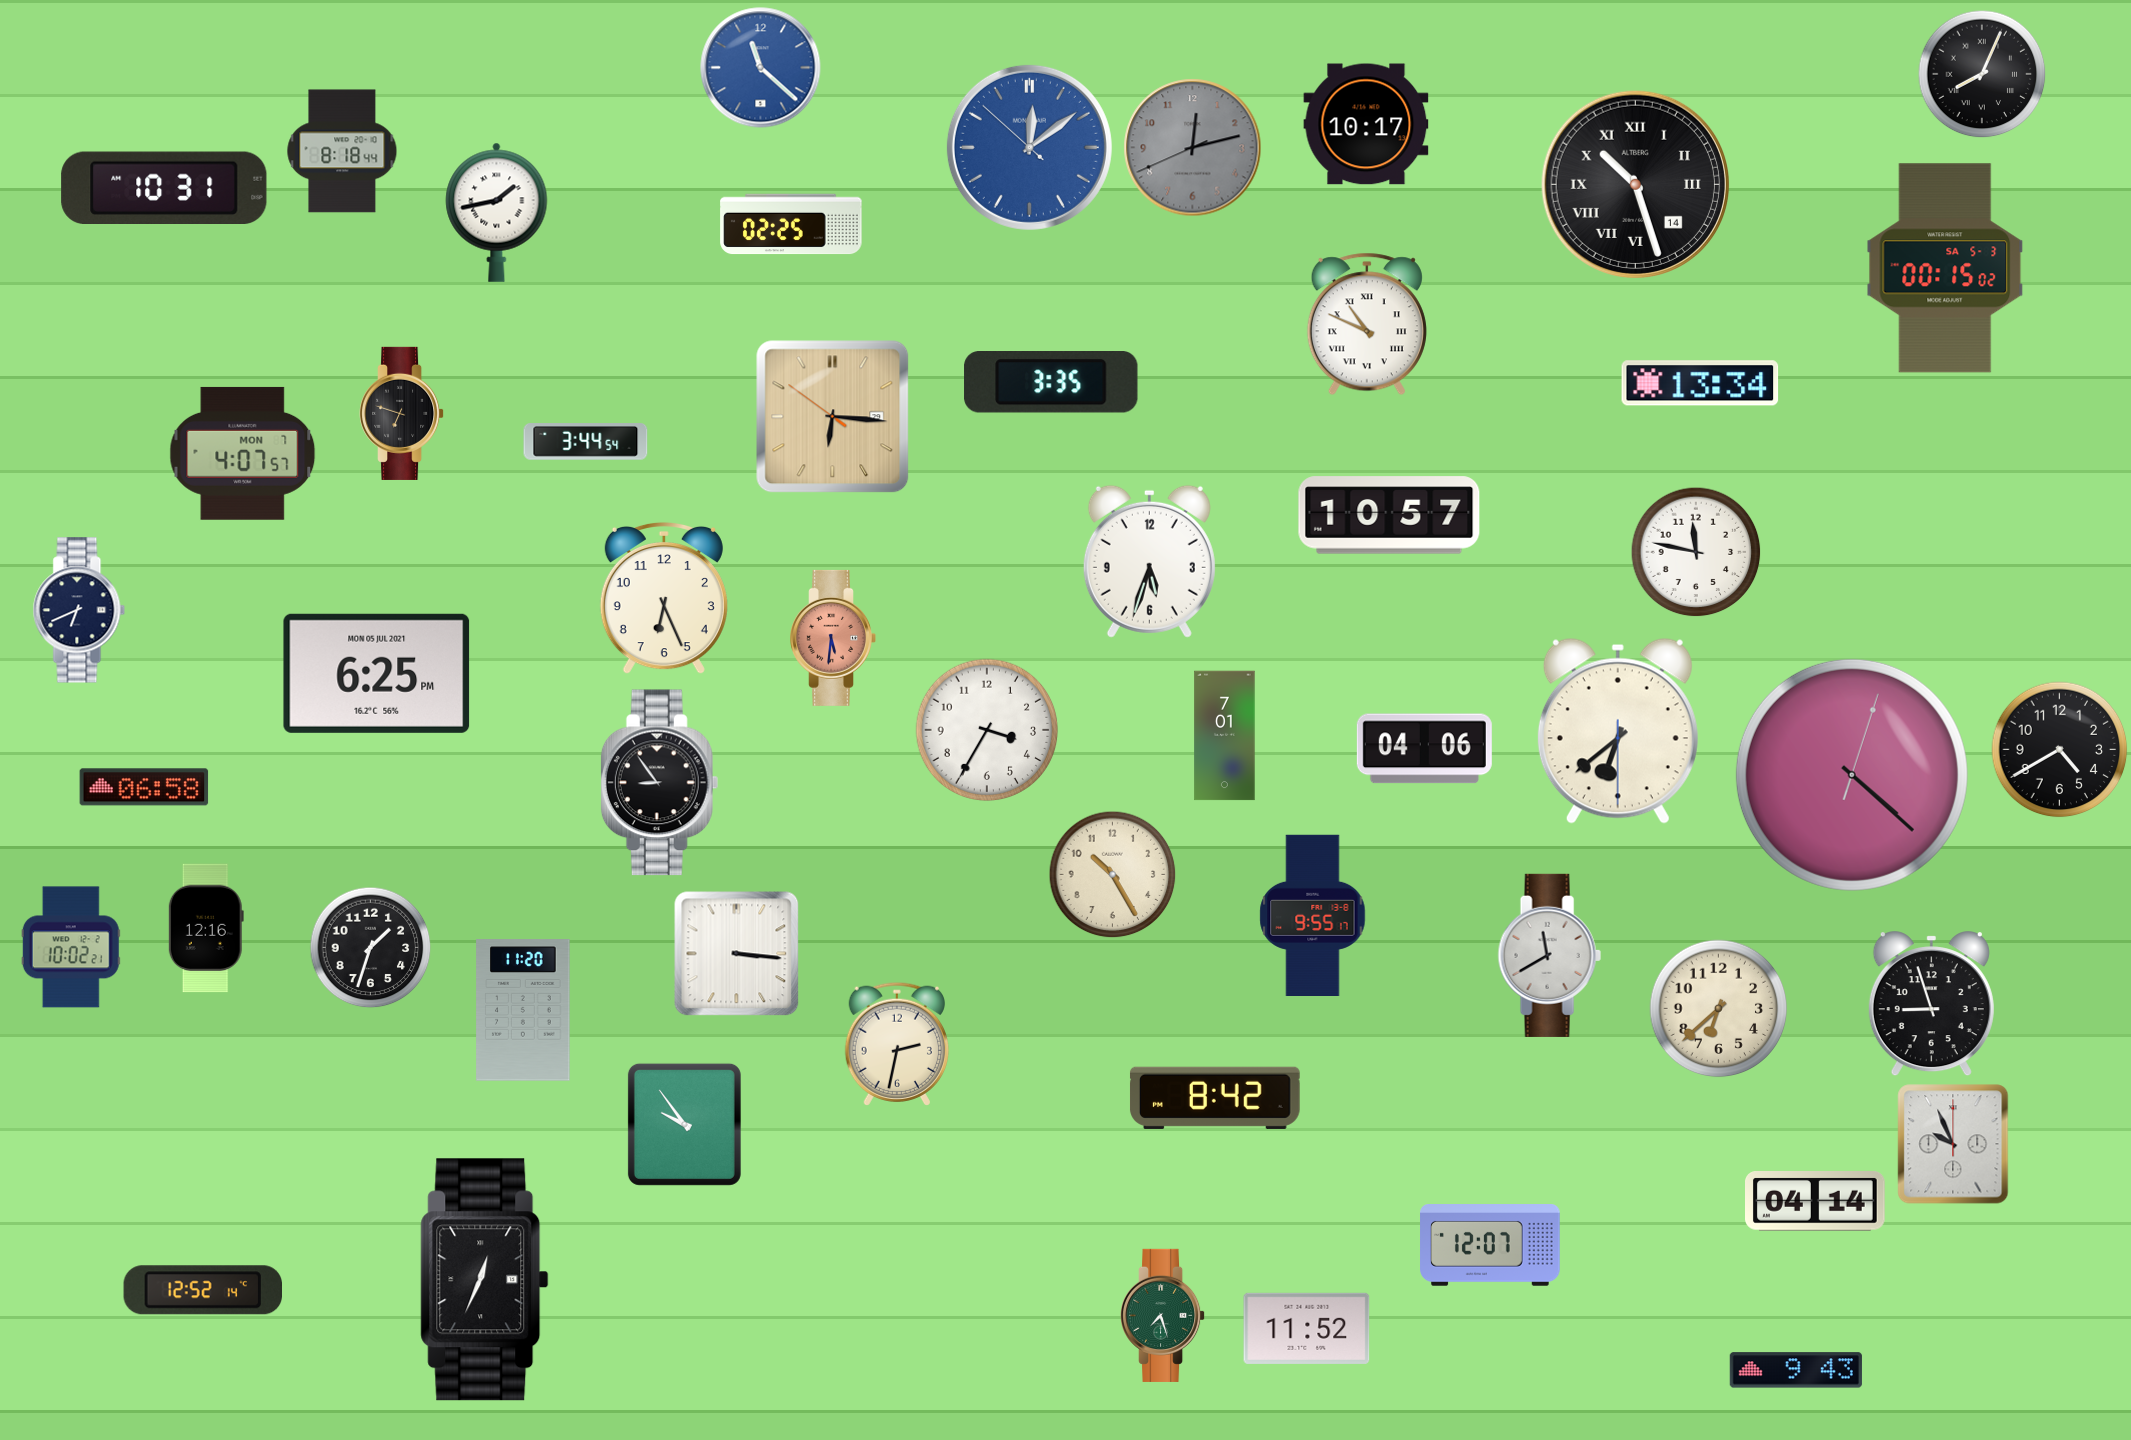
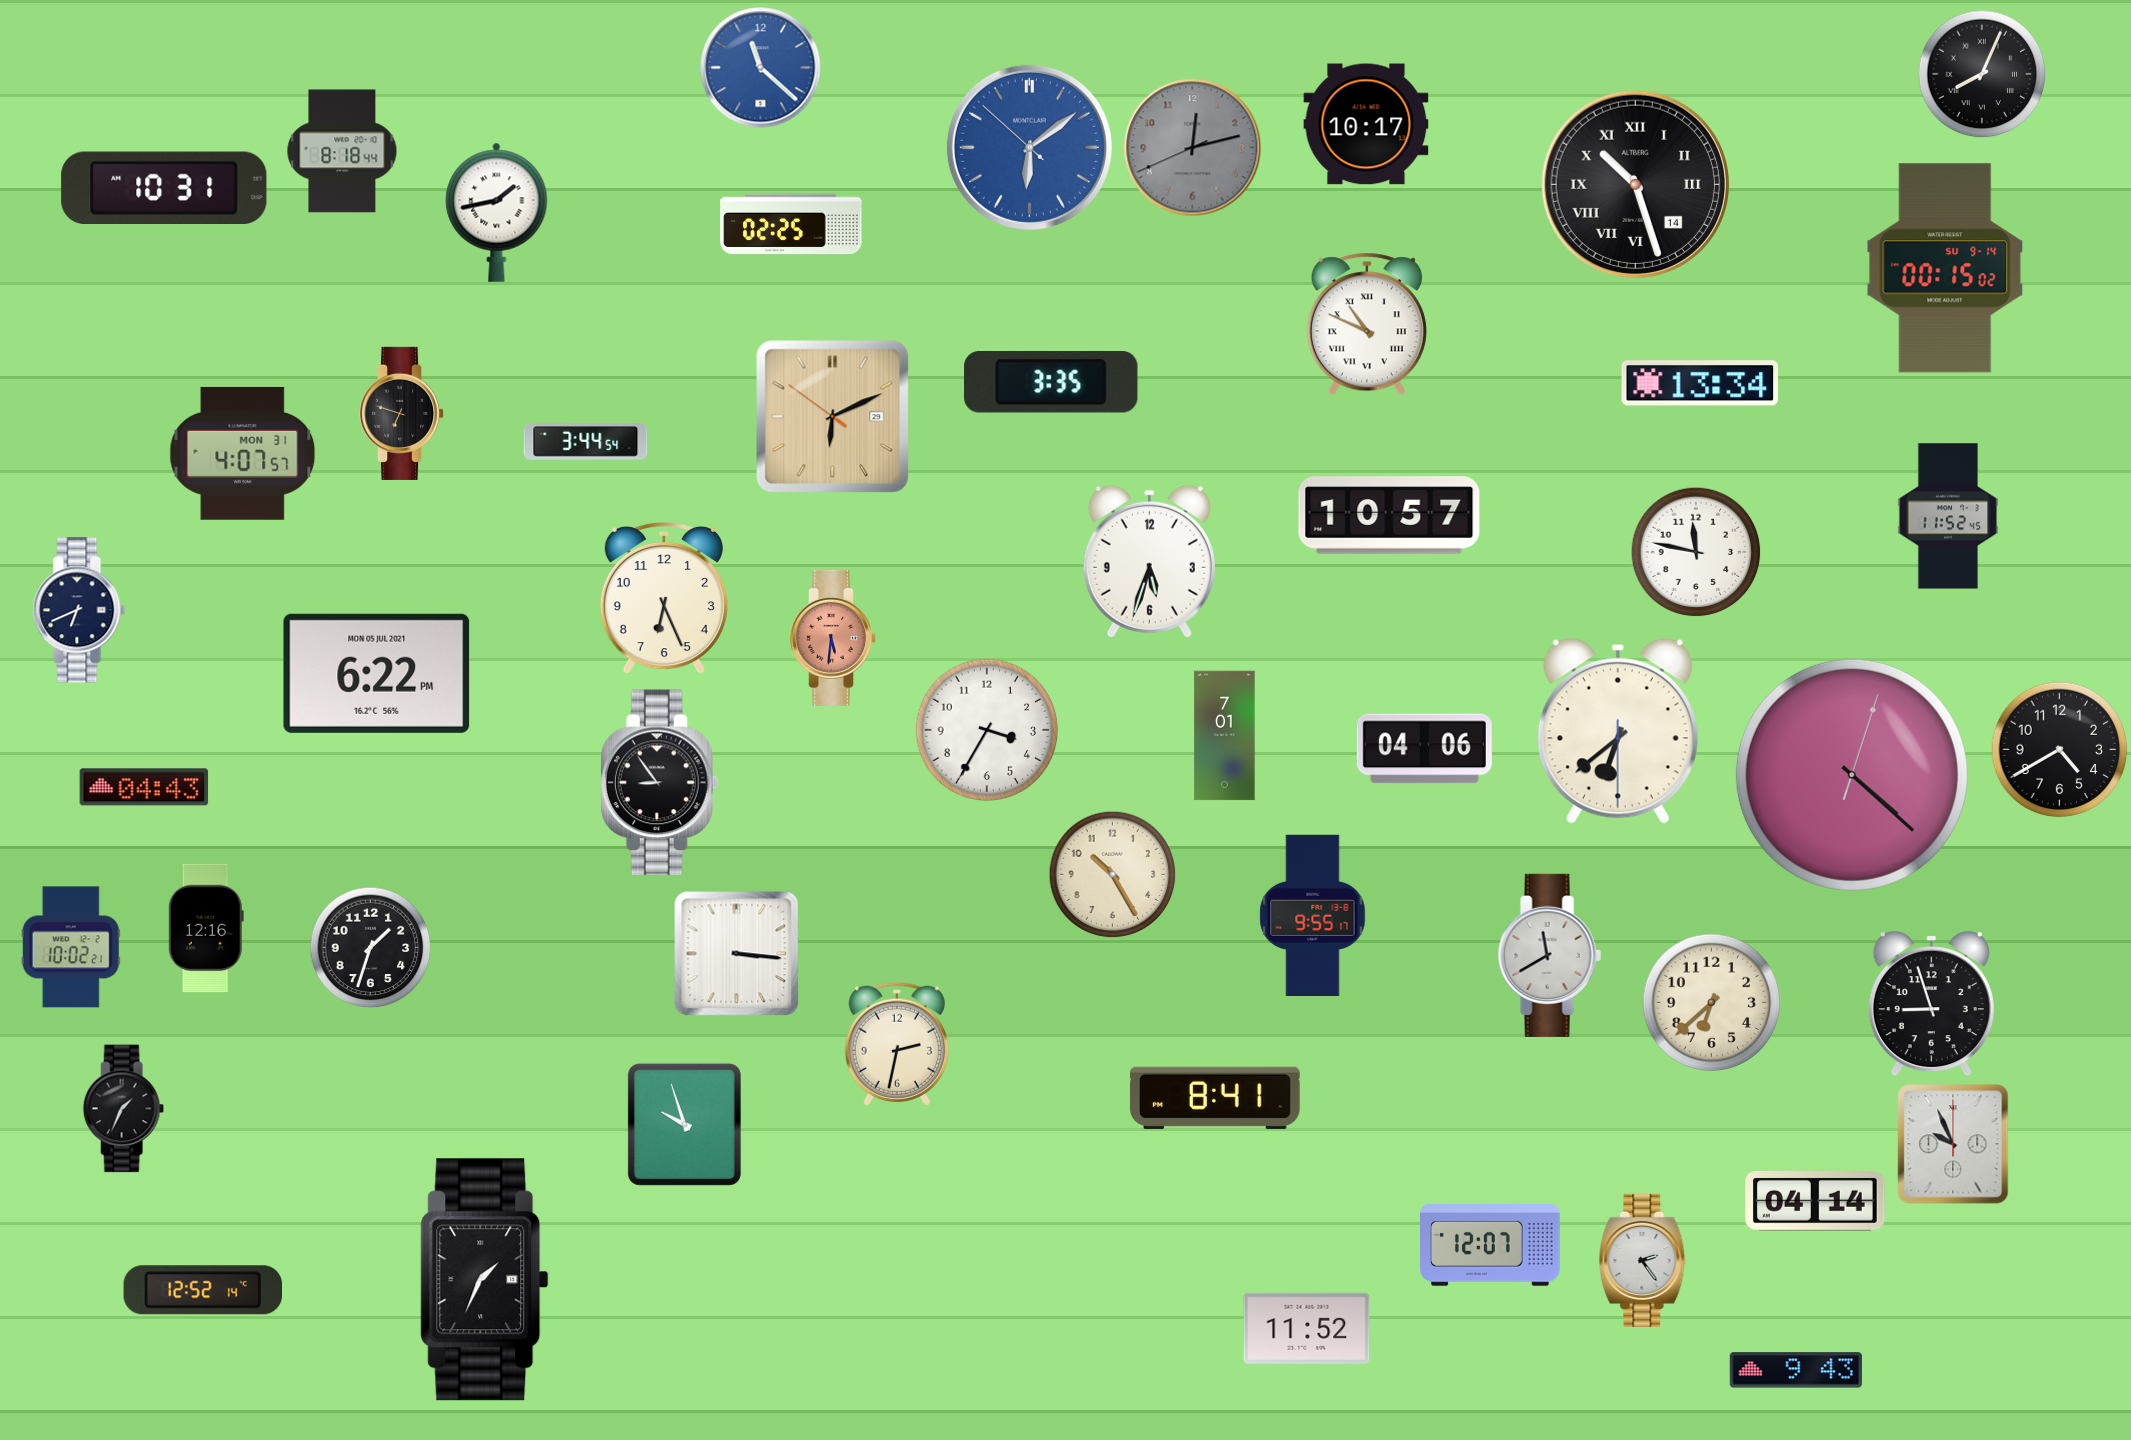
clock at (1029, 147): 12:08 -> 6:08
clock at (1945, 268) date: SA 5-3 -> SU 9-14
clock at (833, 417): 6:15 -> 6:10
clock at (243, 453) date: MON 7 -> MON 31
clock at (1948, 516): none -> 11:52
clock at (377, 673): 6:25 -> 6:22
clock at (144, 787): 06:58 -> 04:43
clock at (1719, 1009) position: (1719, 1009) -> (1712, 1003)
clock at (523, 1010): 11:20 -> none
clock at (1215, 1098): 8:42 -> 8:41
clock at (123, 1109): none -> 1:34
clock at (684, 1124): 9:54 -> 9:57
clock at (1643, 1260): none -> 2:24
clock at (485, 1280): 12:34 -> 1:34
clock at (1164, 1315): 7:27 -> none
